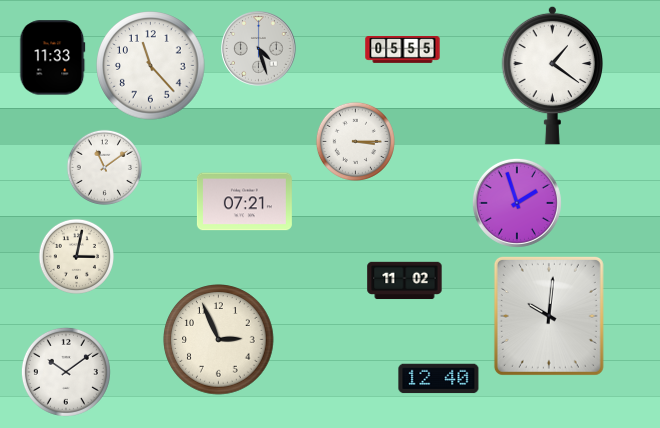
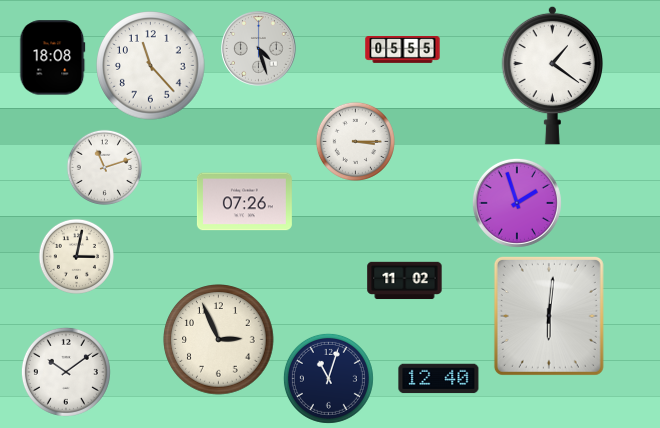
clock at (53, 58): 11:33 -> 18:08
clock at (104, 167): 11:09 -> 11:12
clock at (244, 202): 07:21 -> 07:26
clock at (549, 316): 10:01 -> 6:01
clock at (328, 378): none -> 11:03
